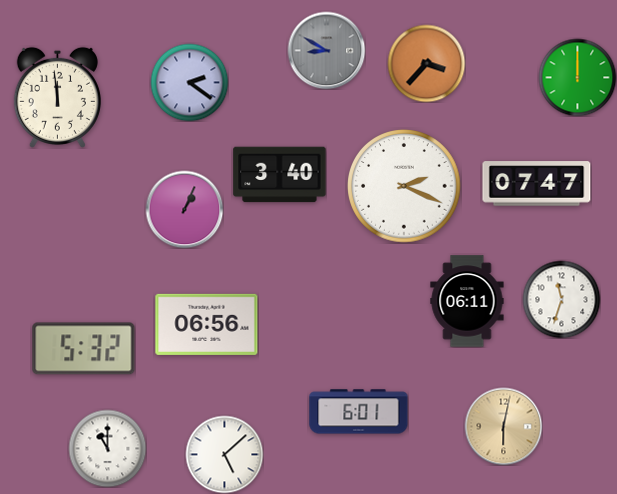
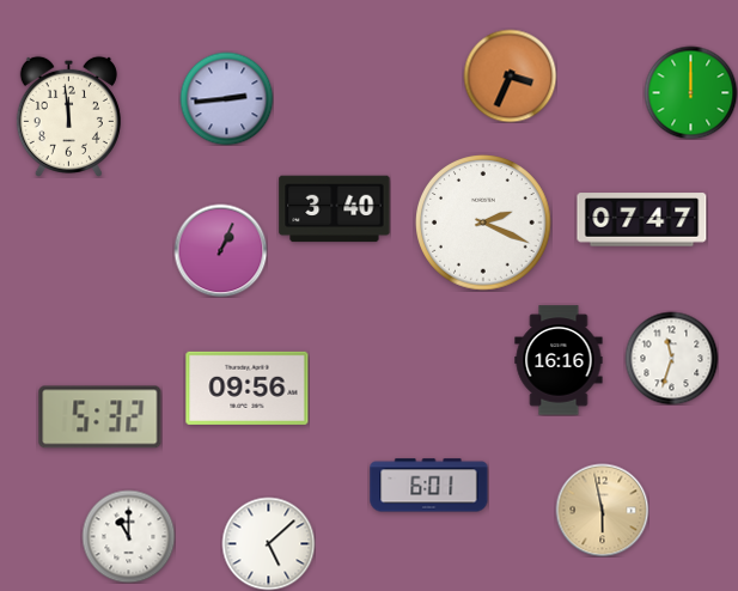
clock at (326, 50): 8:50 -> none
clock at (426, 63): 3:37 -> 3:34
clock at (189, 82): 2:21 -> 2:44
clock at (467, 301): 06:11 -> 16:16
clock at (207, 324): 06:56 -> 09:56
clock at (359, 412) position: (359, 412) -> (429, 486)
clock at (503, 426): 6:02 -> 5:58
